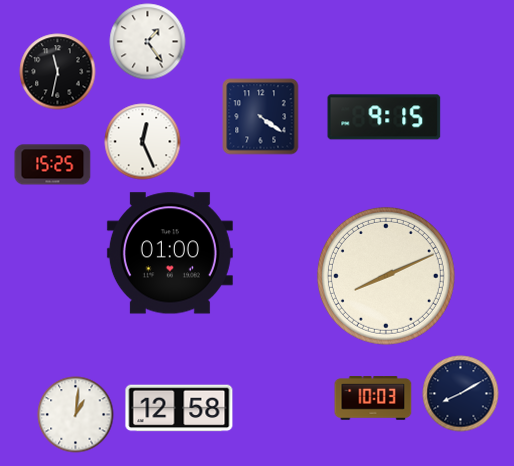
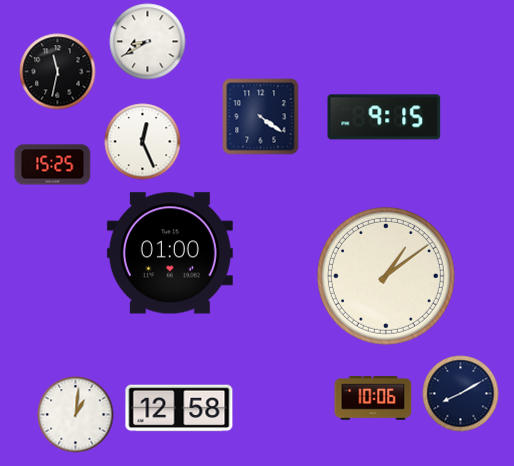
clock at (148, 42): 1:24 -> 8:40
clock at (386, 276): 8:11 -> 1:09
clock at (373, 398): 10:03 -> 10:06
